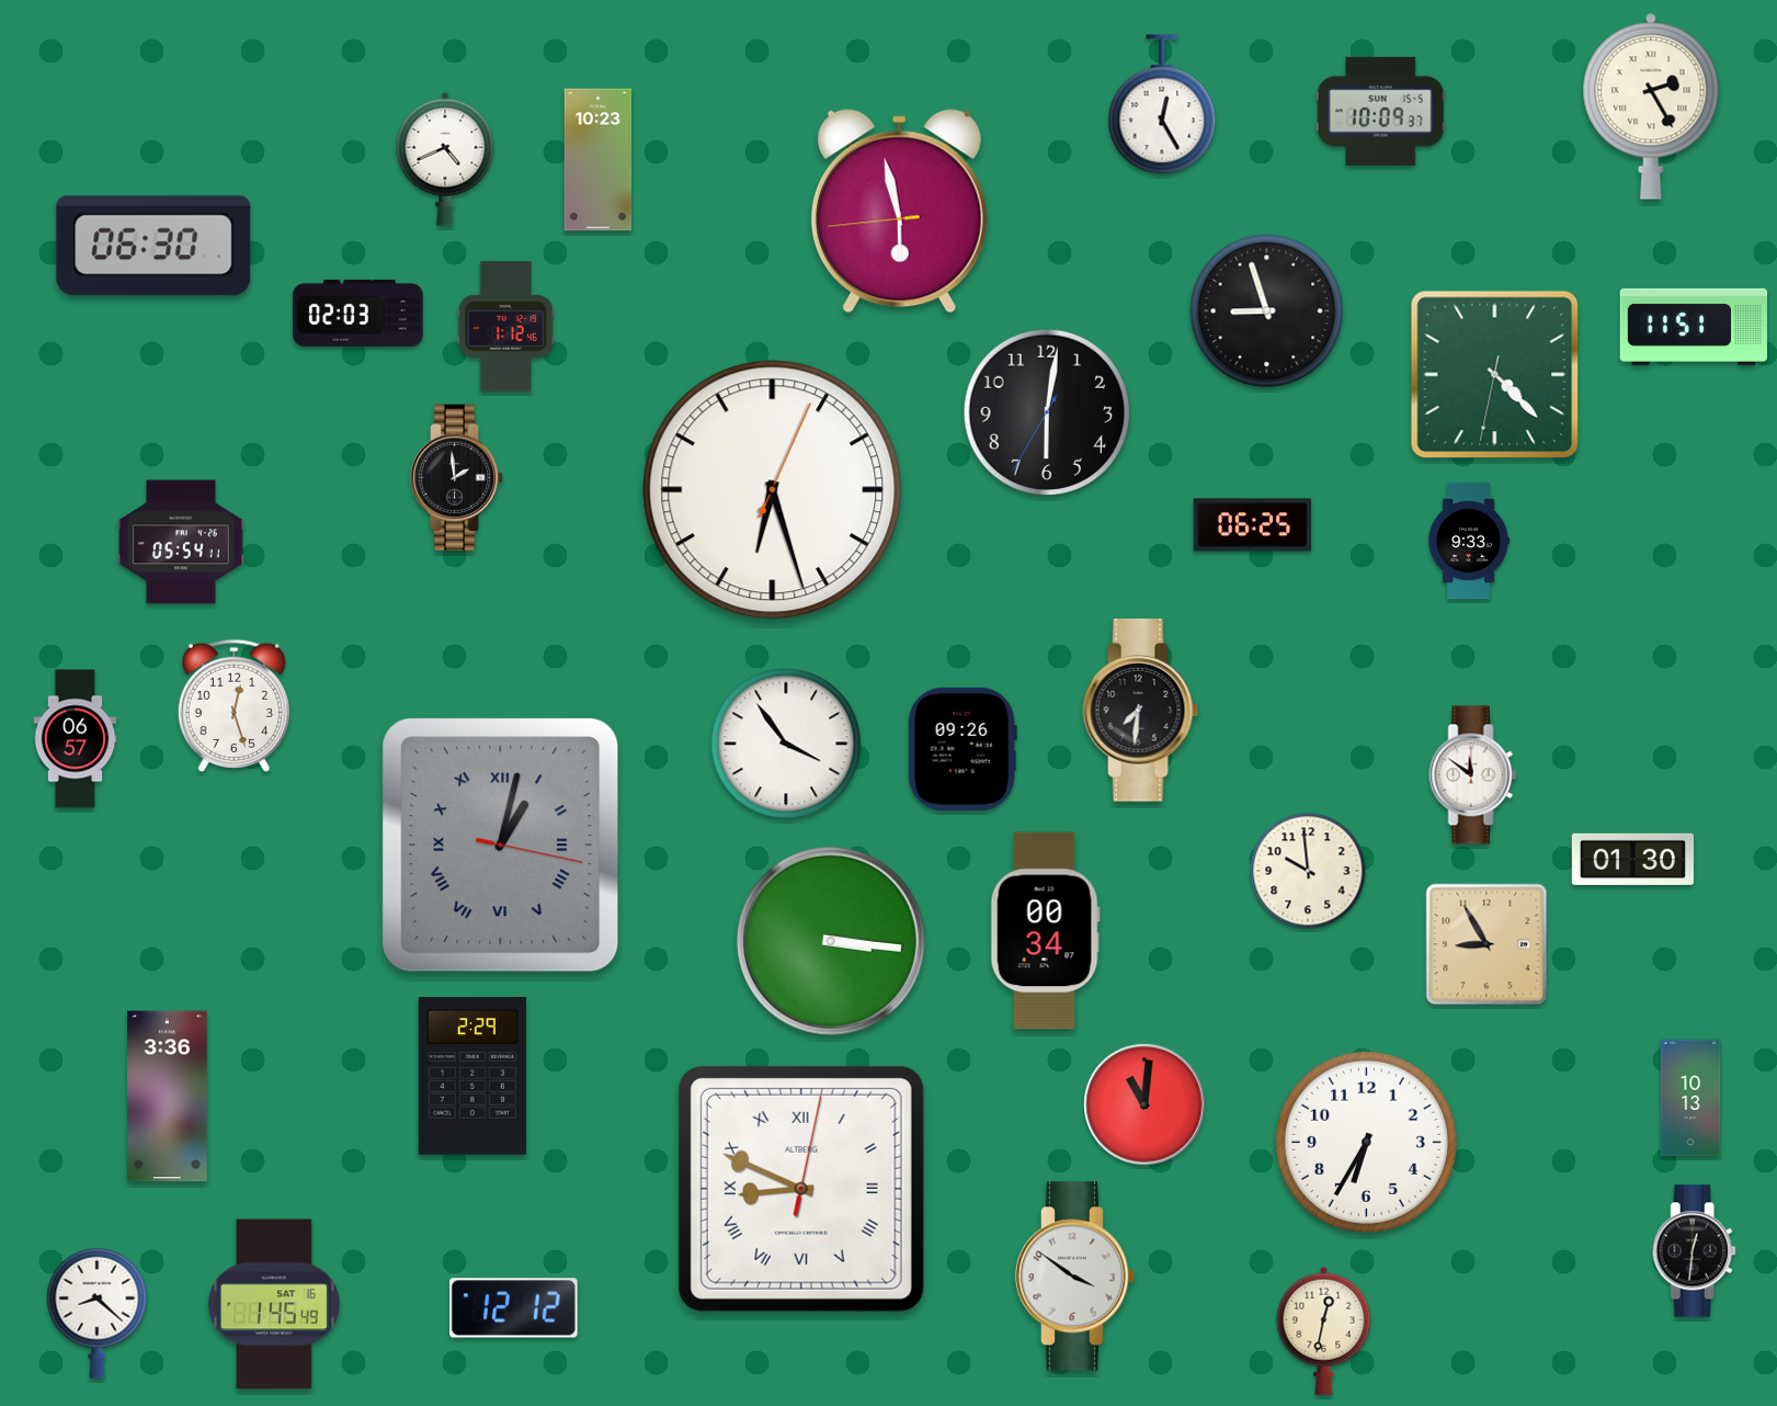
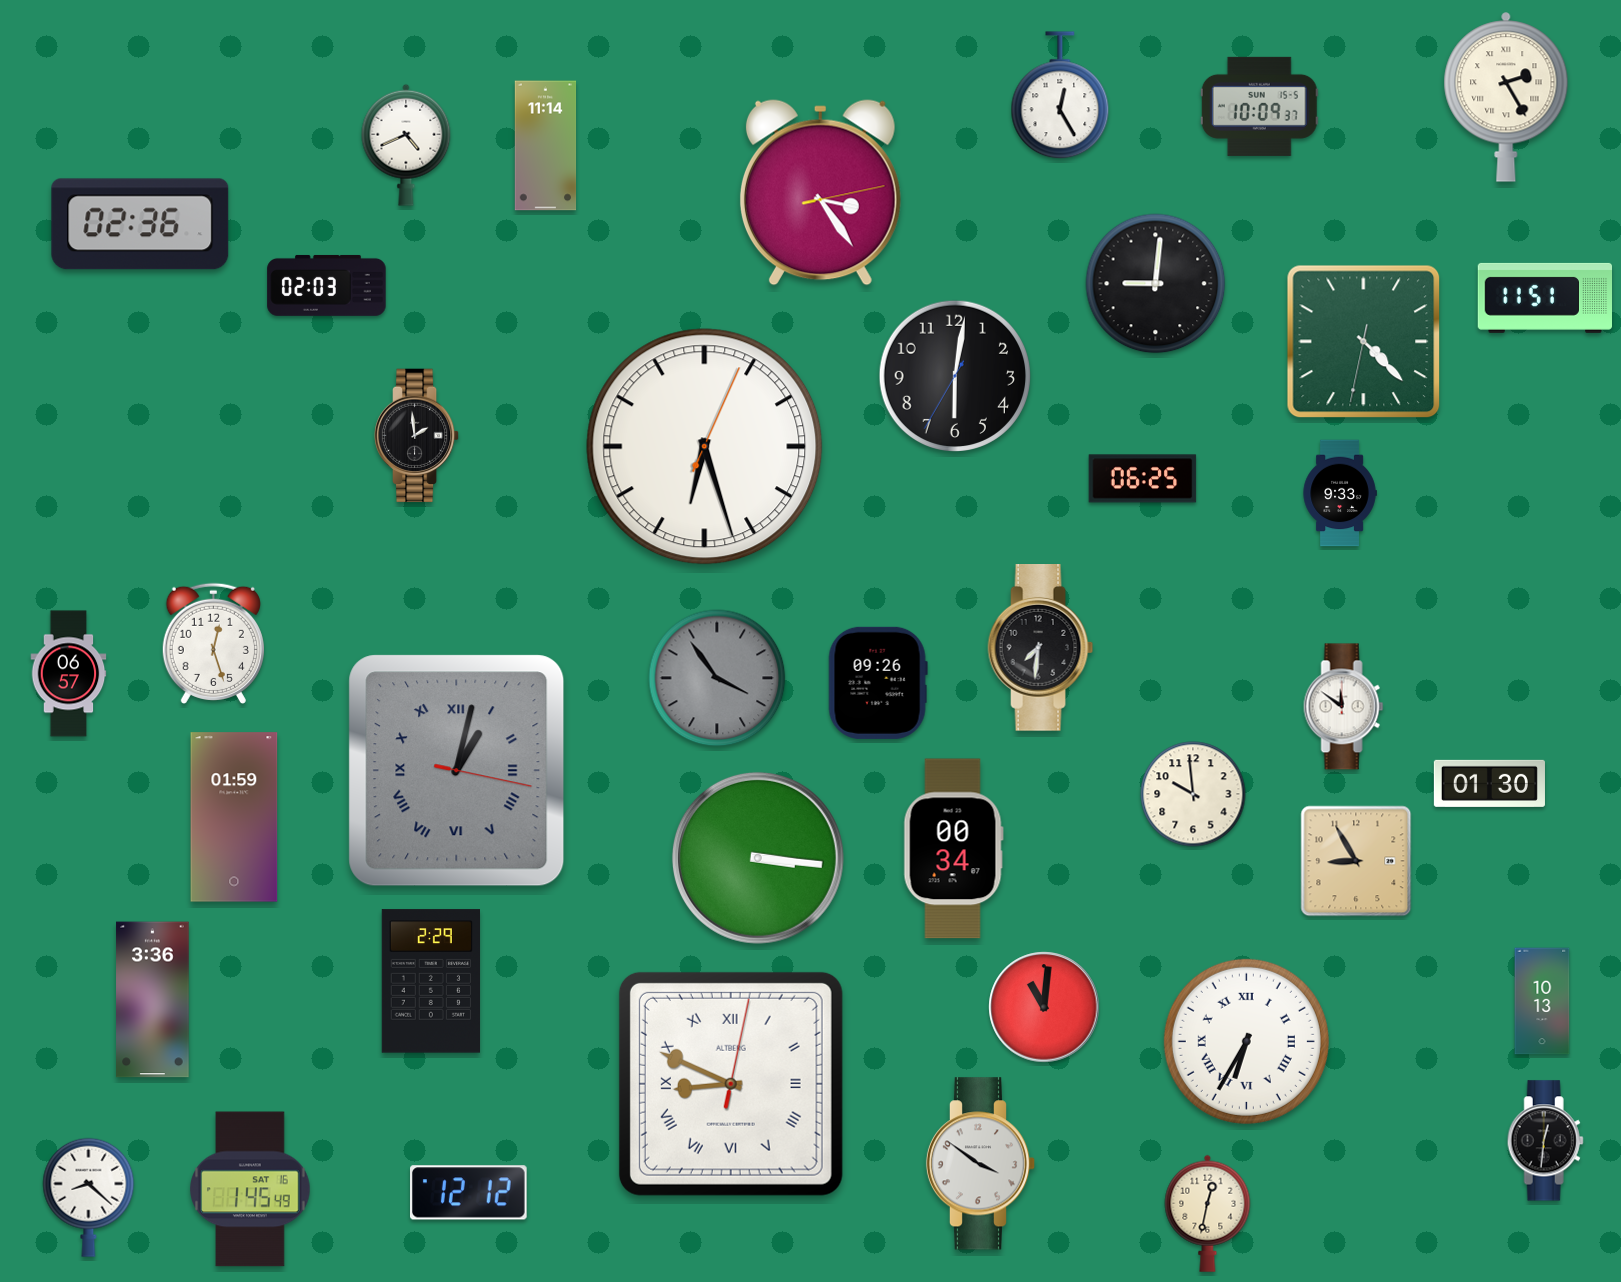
clock at (1380, 111) position: (1380, 111) -> (1259, 106)
clock at (599, 160): 10:23 -> 11:14
clock at (899, 212): 5:57 -> 3:24
clock at (153, 246): 06:30 -> 02:36
clock at (1267, 311): 8:57 -> 9:01
clock at (505, 327): 1:12 -> none
clock at (181, 542): 05:54 -> none
clock at (786, 744) dial: white -> grey
clock at (234, 817): none -> 01:59
clock at (1366, 1142) numerals: Arabic -> Roman
